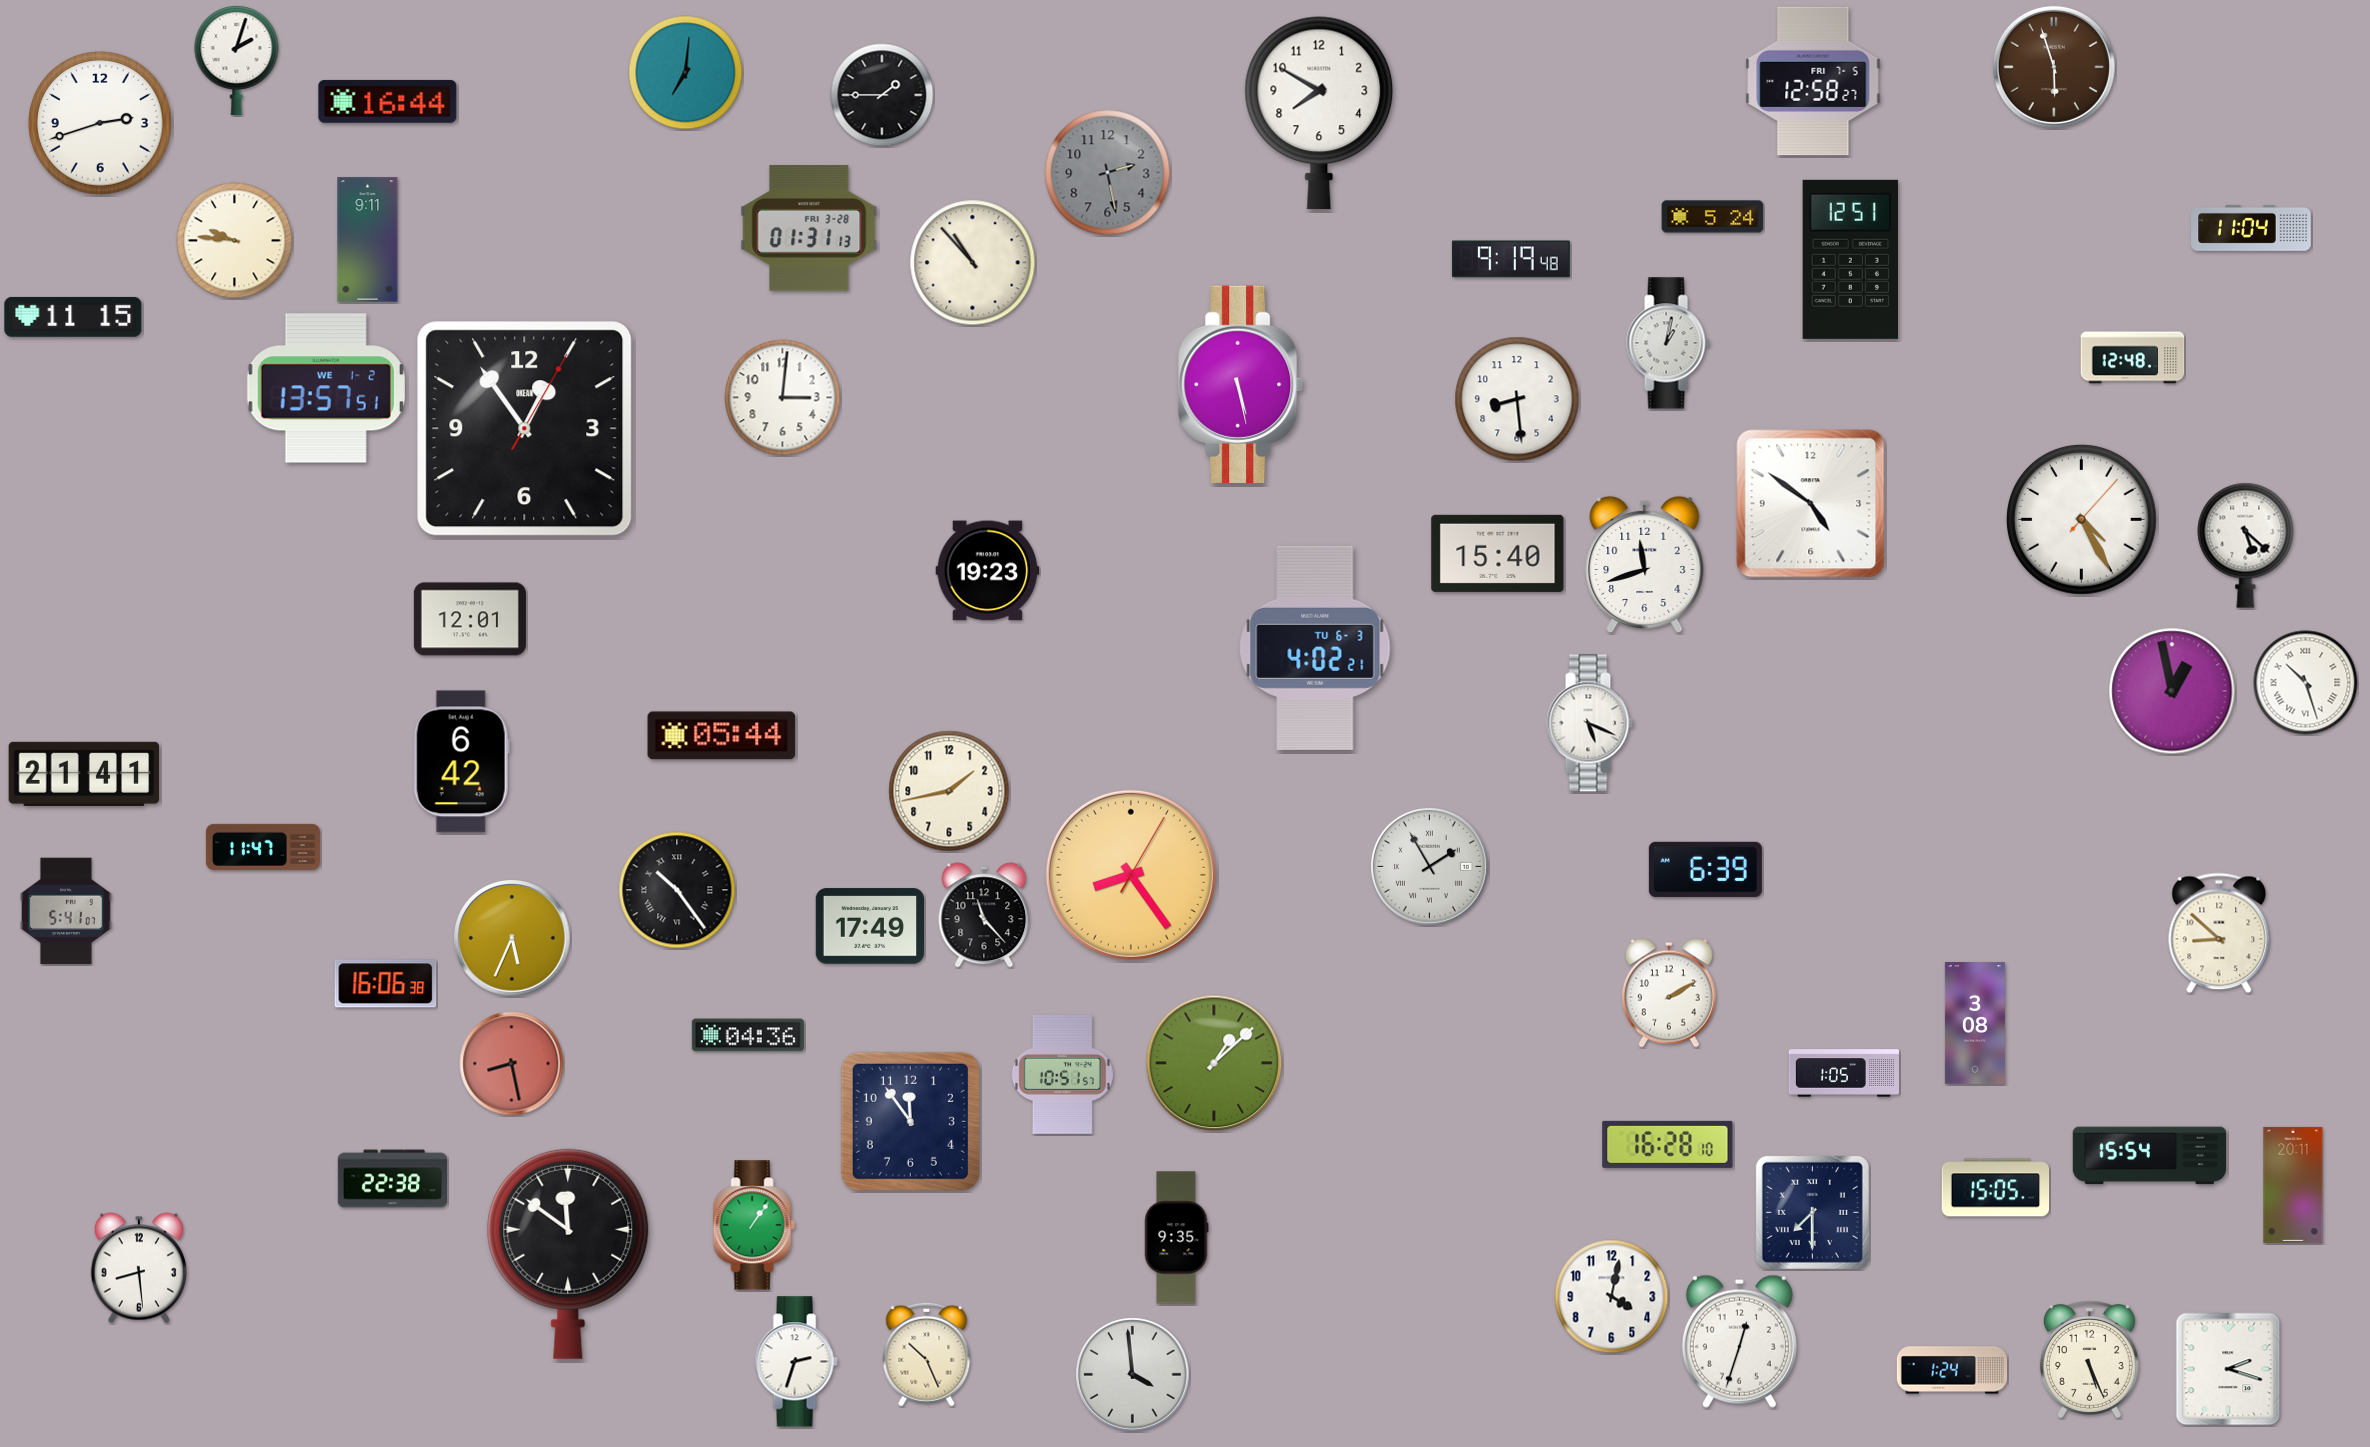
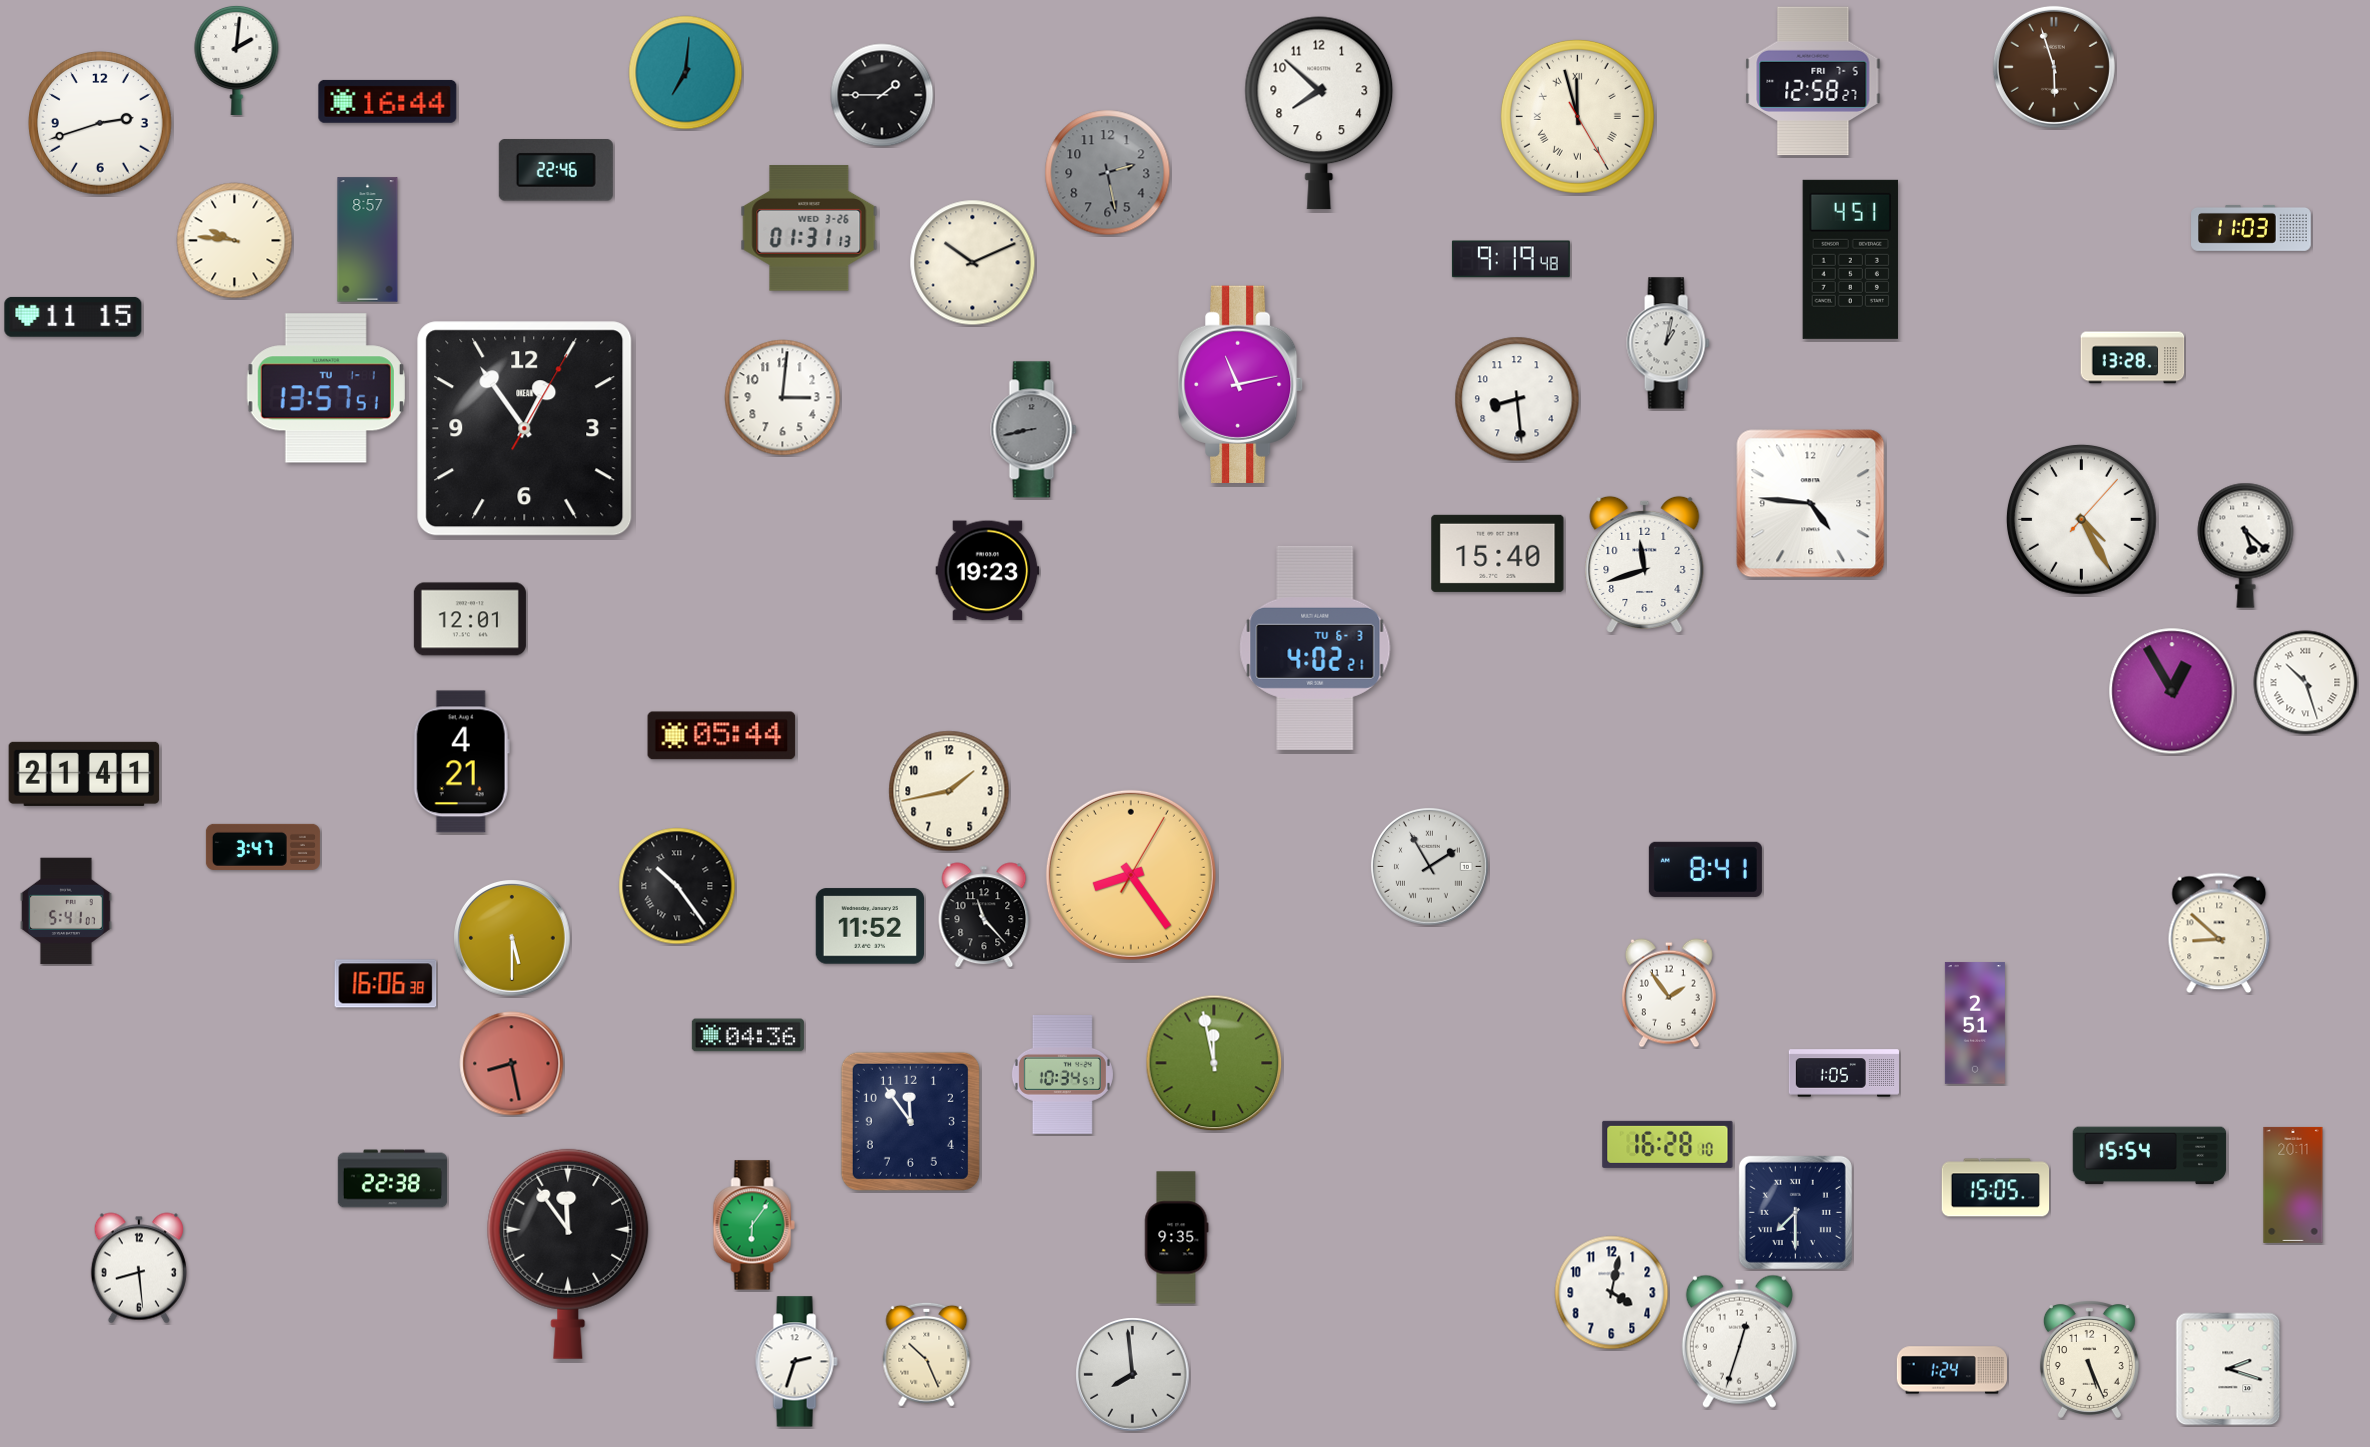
clock at (237, 59): 2:03 -> 2:01
clock at (1319, 113): 7:50 -> 7:52
clock at (1577, 116): none -> 11:57
clock at (556, 170): none -> 22:46
clock at (1713, 217): 5:24 -> none
clock at (809, 228) date: FRI 3-28 -> WED 3-26
clock at (2251, 228): 11:04 -> 11:03
clock at (368, 240): 9:11 -> 8:57
clock at (1850, 259): 12:51 -> 4:51
clock at (973, 263): 10:53 -> 10:11
clock at (2133, 358): 12:48 -> 13:28
clock at (1242, 384): 5:28 -> 11:13
clock at (326, 388) date: WE 1-2 -> TU 1-1
clock at (1034, 430): none -> 8:43
clock at (1811, 504): 4:51 -> 4:46
clock at (2172, 691): 12:58 -> 12:55
clock at (1590, 723): 5:19 -> none
clock at (461, 762): 6:42 -> 4:21
clock at (263, 847): 11:47 -> 3:47
clock at (1705, 869): 6:39 -> 8:41
clock at (677, 890) position: (677, 890) -> (677, 886)
clock at (869, 926): 17:49 -> 11:52
clock at (513, 939): 5:34 -> 5:30
clock at (1669, 993): 2:10 -> 1:54
clock at (1975, 1023): 3:08 -> 2:51
clock at (1214, 1063): 1:08 -> 11:58
clock at (1062, 1074): 10:51 -> 10:34
clock at (1812, 1212) position: (1812, 1212) -> (1795, 1212)
clock at (754, 1225): 1:06 -> 6:06
clock at (568, 1254): 11:51 -> 11:54
clock at (1612, 1297) position: (1612, 1297) -> (1612, 1293)
clock at (1133, 1375): 3:59 -> 7:59
